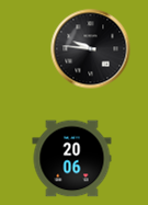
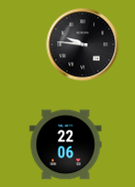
clock at (72, 159): 20:06 -> 22:06
